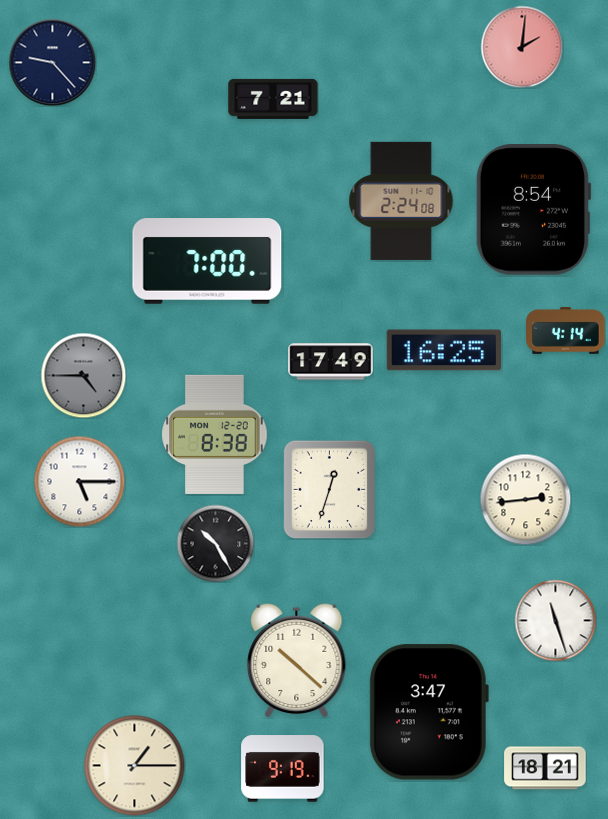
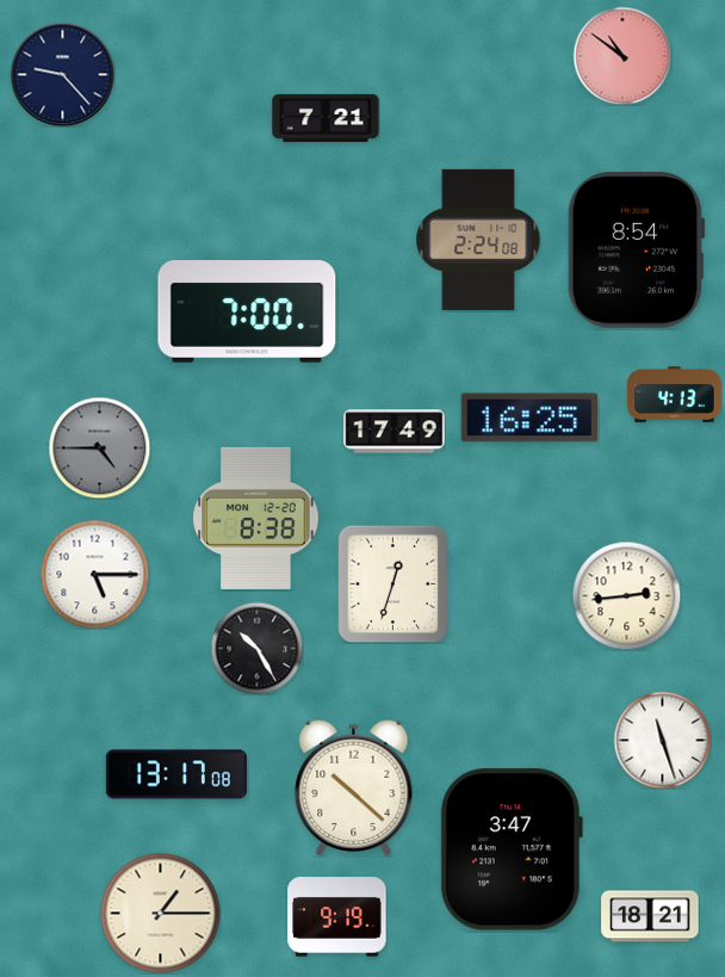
clock at (522, 47): 2:01 -> 10:51
clock at (566, 330): 4:14 -> 4:13
clock at (176, 774): none -> 13:17
